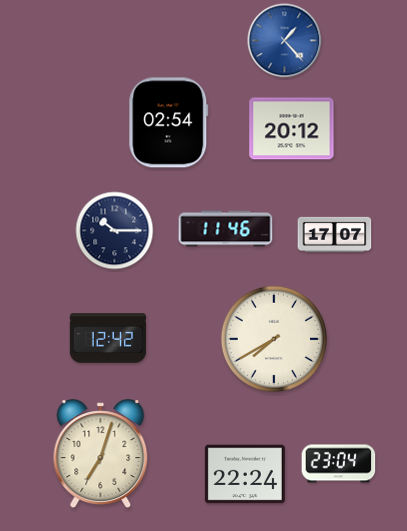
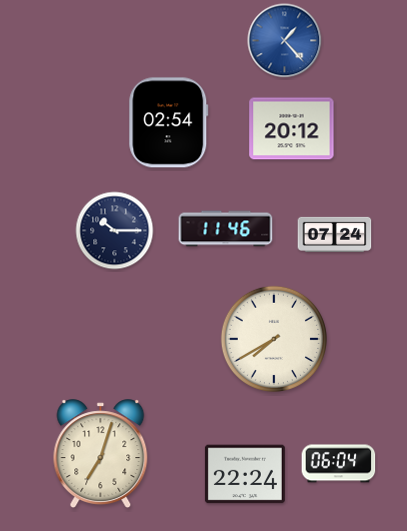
clock at (335, 234): 17:07 -> 07:24
clock at (108, 338): 12:42 -> none
clock at (339, 464): 23:04 -> 06:04
